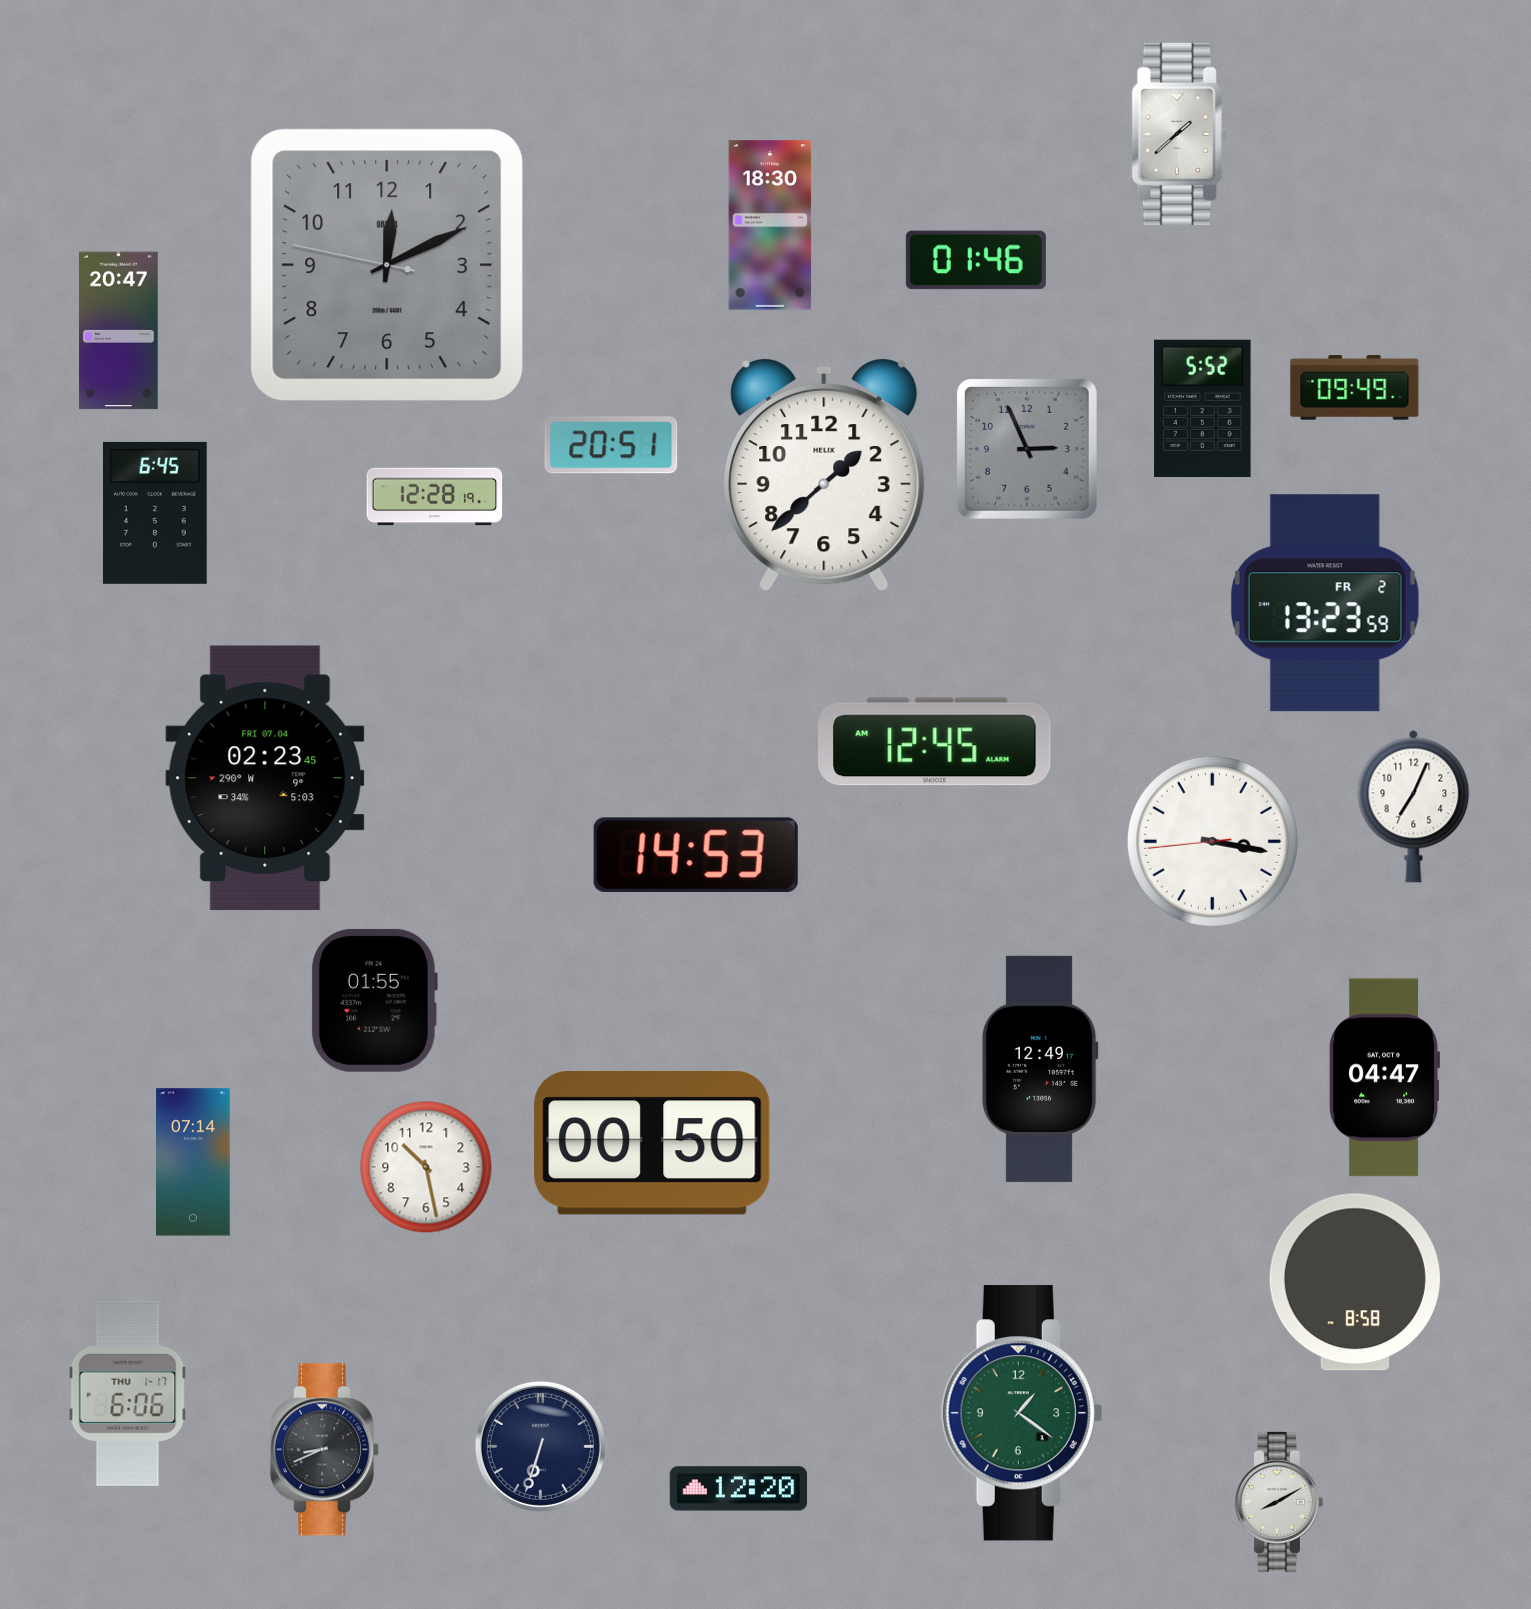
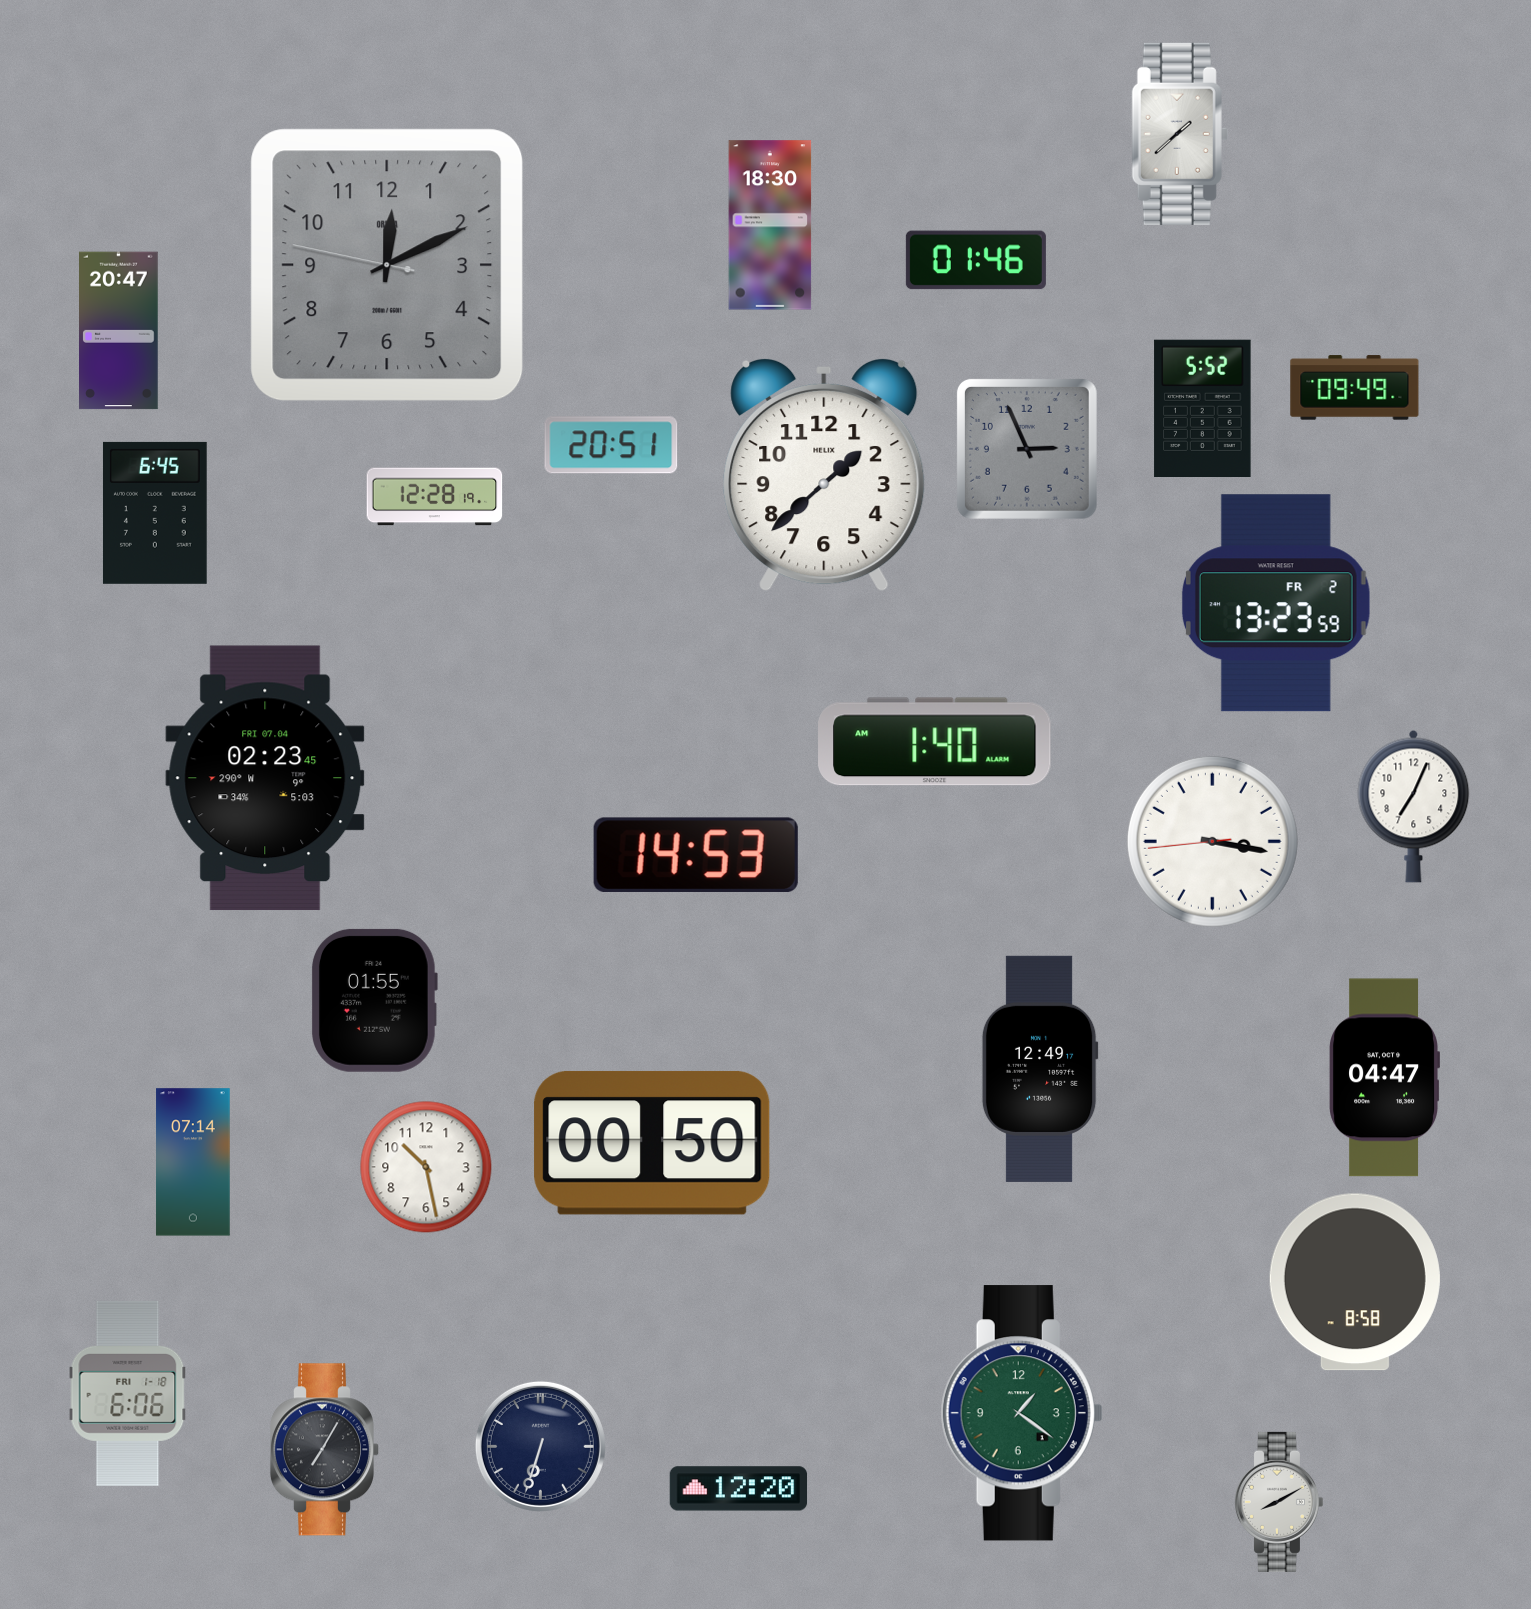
clock at (1325, 603) position: (1325, 603) -> (1276, 603)
clock at (935, 742): 12:45 -> 1:40
clock at (128, 1393) date: THU 1-17 -> FRI 1-18
clock at (324, 1450): 8:41 -> 7:05
